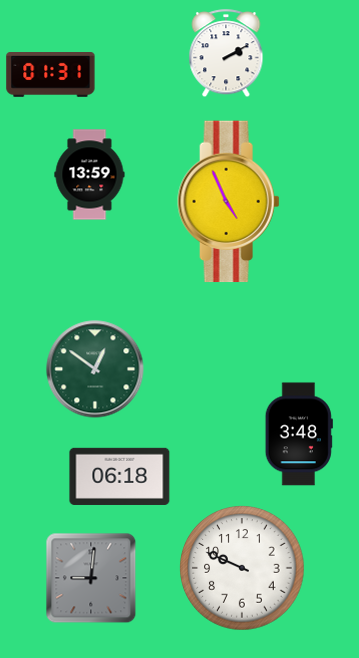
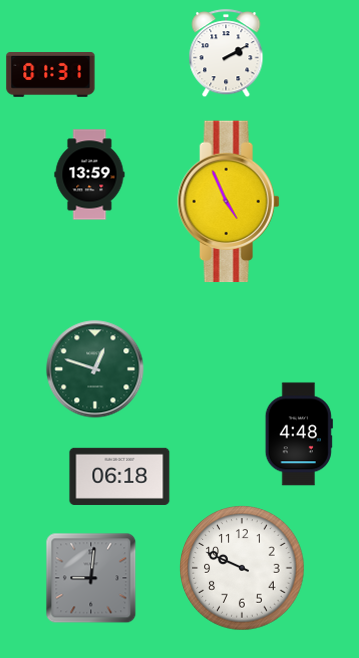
clock at (95, 369): 12:51 -> 12:48
clock at (299, 434): 3:48 -> 4:48
